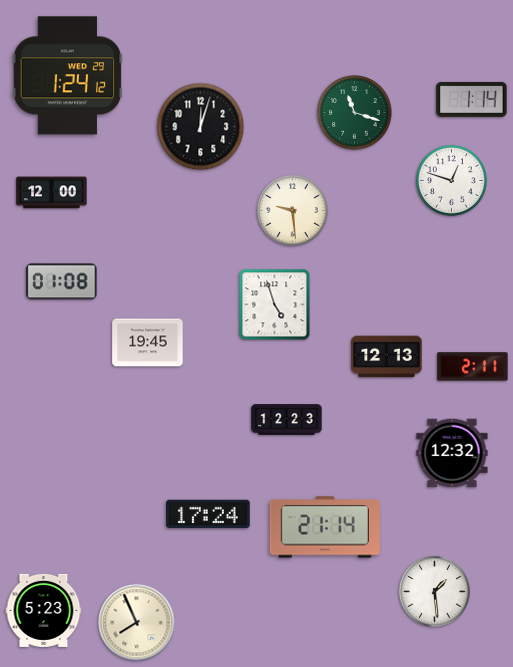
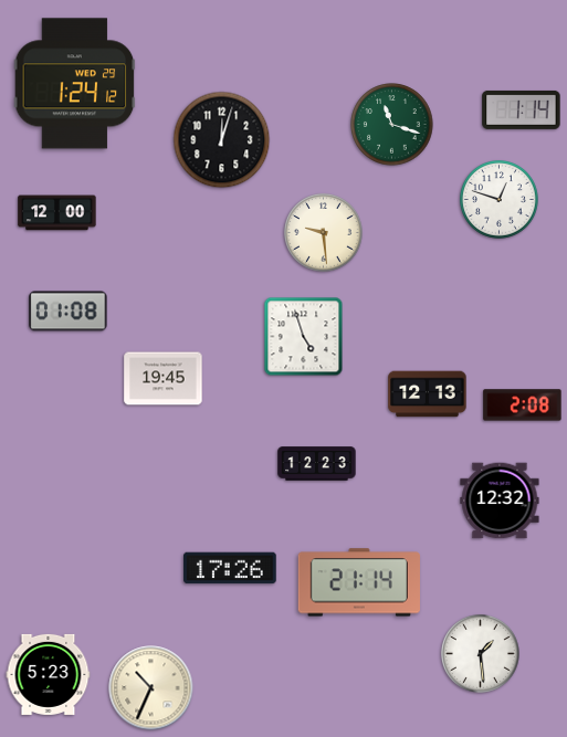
clock at (473, 367): 2:11 -> 2:08
clock at (208, 514): 17:24 -> 17:26
clock at (137, 623): 7:56 -> 10:34
